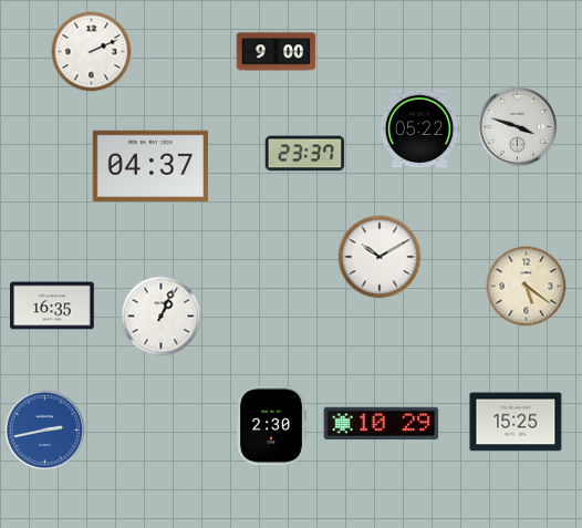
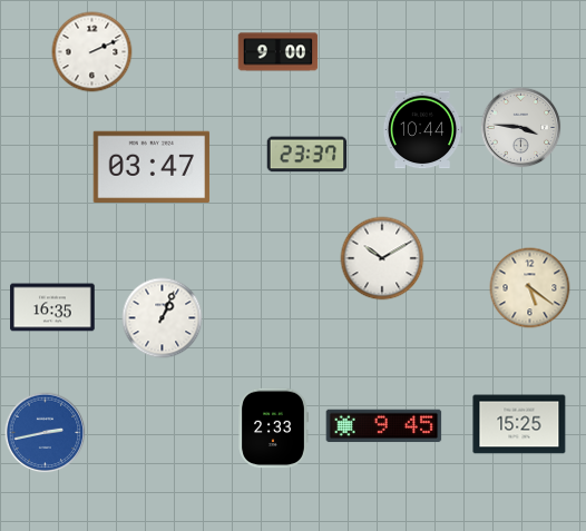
clock at (518, 127): 3:48 -> 3:46
clock at (419, 130): 05:22 -> 10:44
clock at (150, 165): 04:37 -> 03:47
clock at (382, 424): 10:29 -> 9:45
clock at (271, 426): 2:30 -> 2:33
